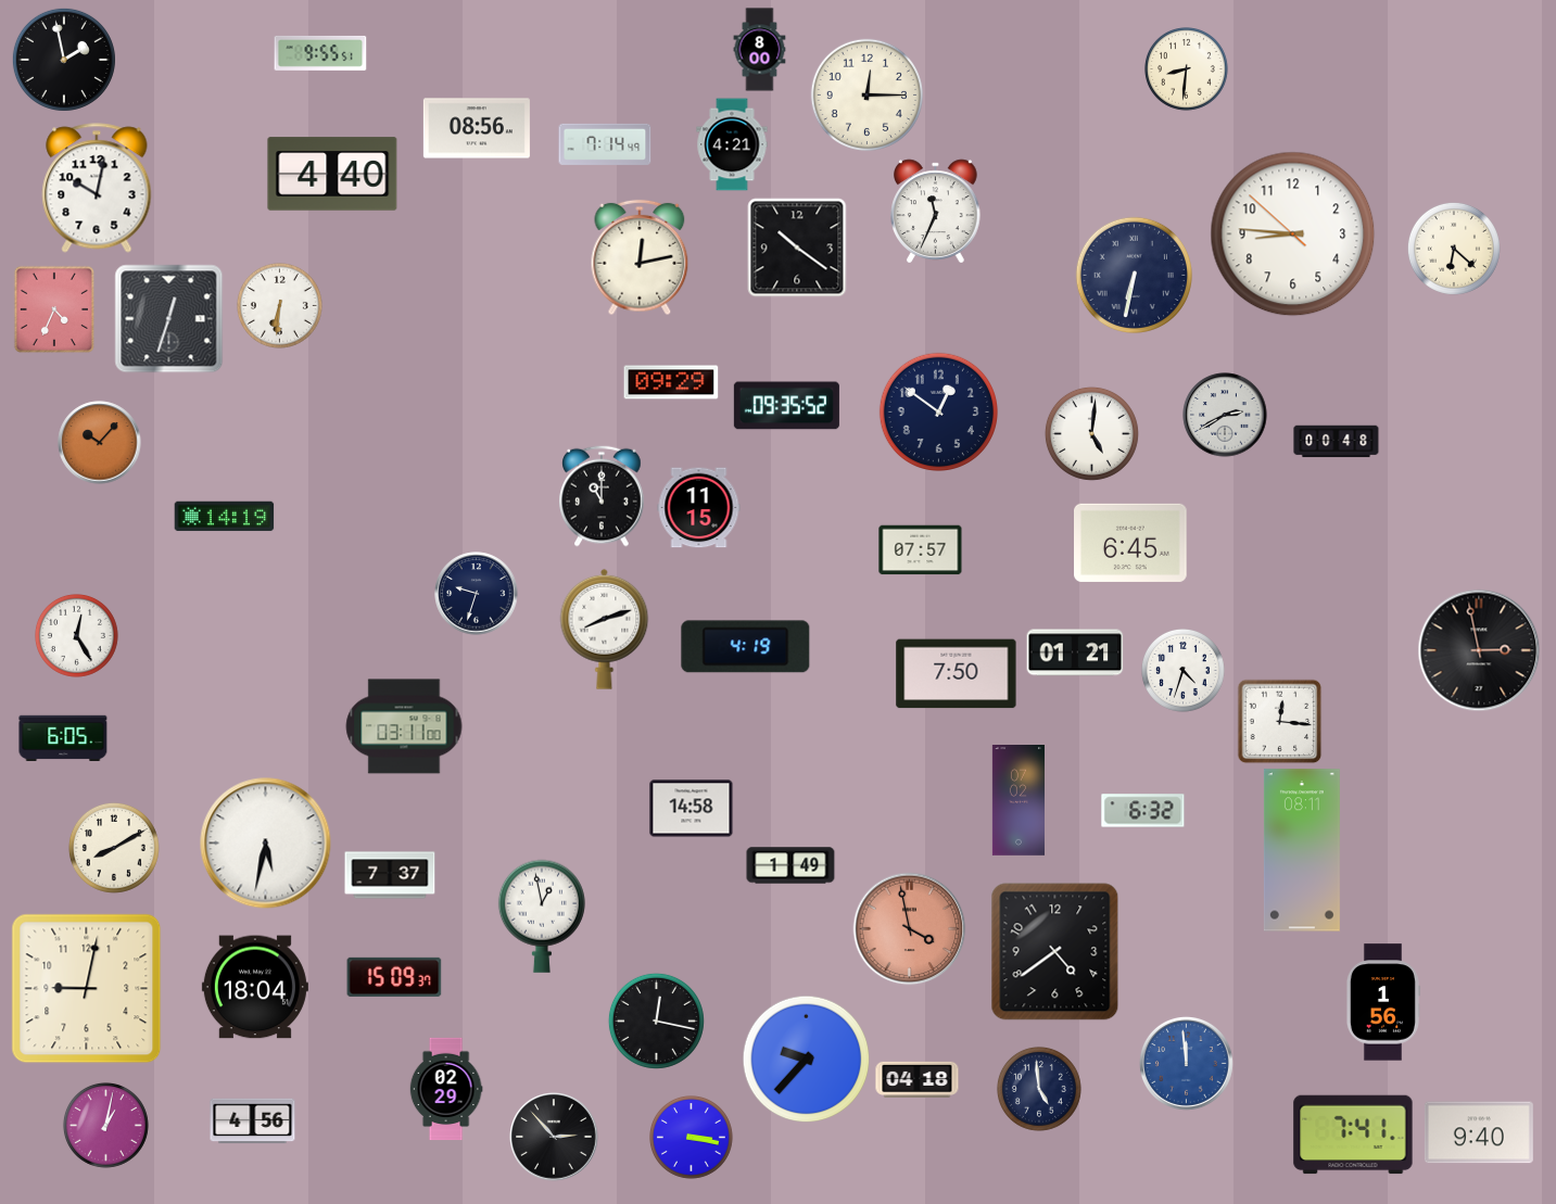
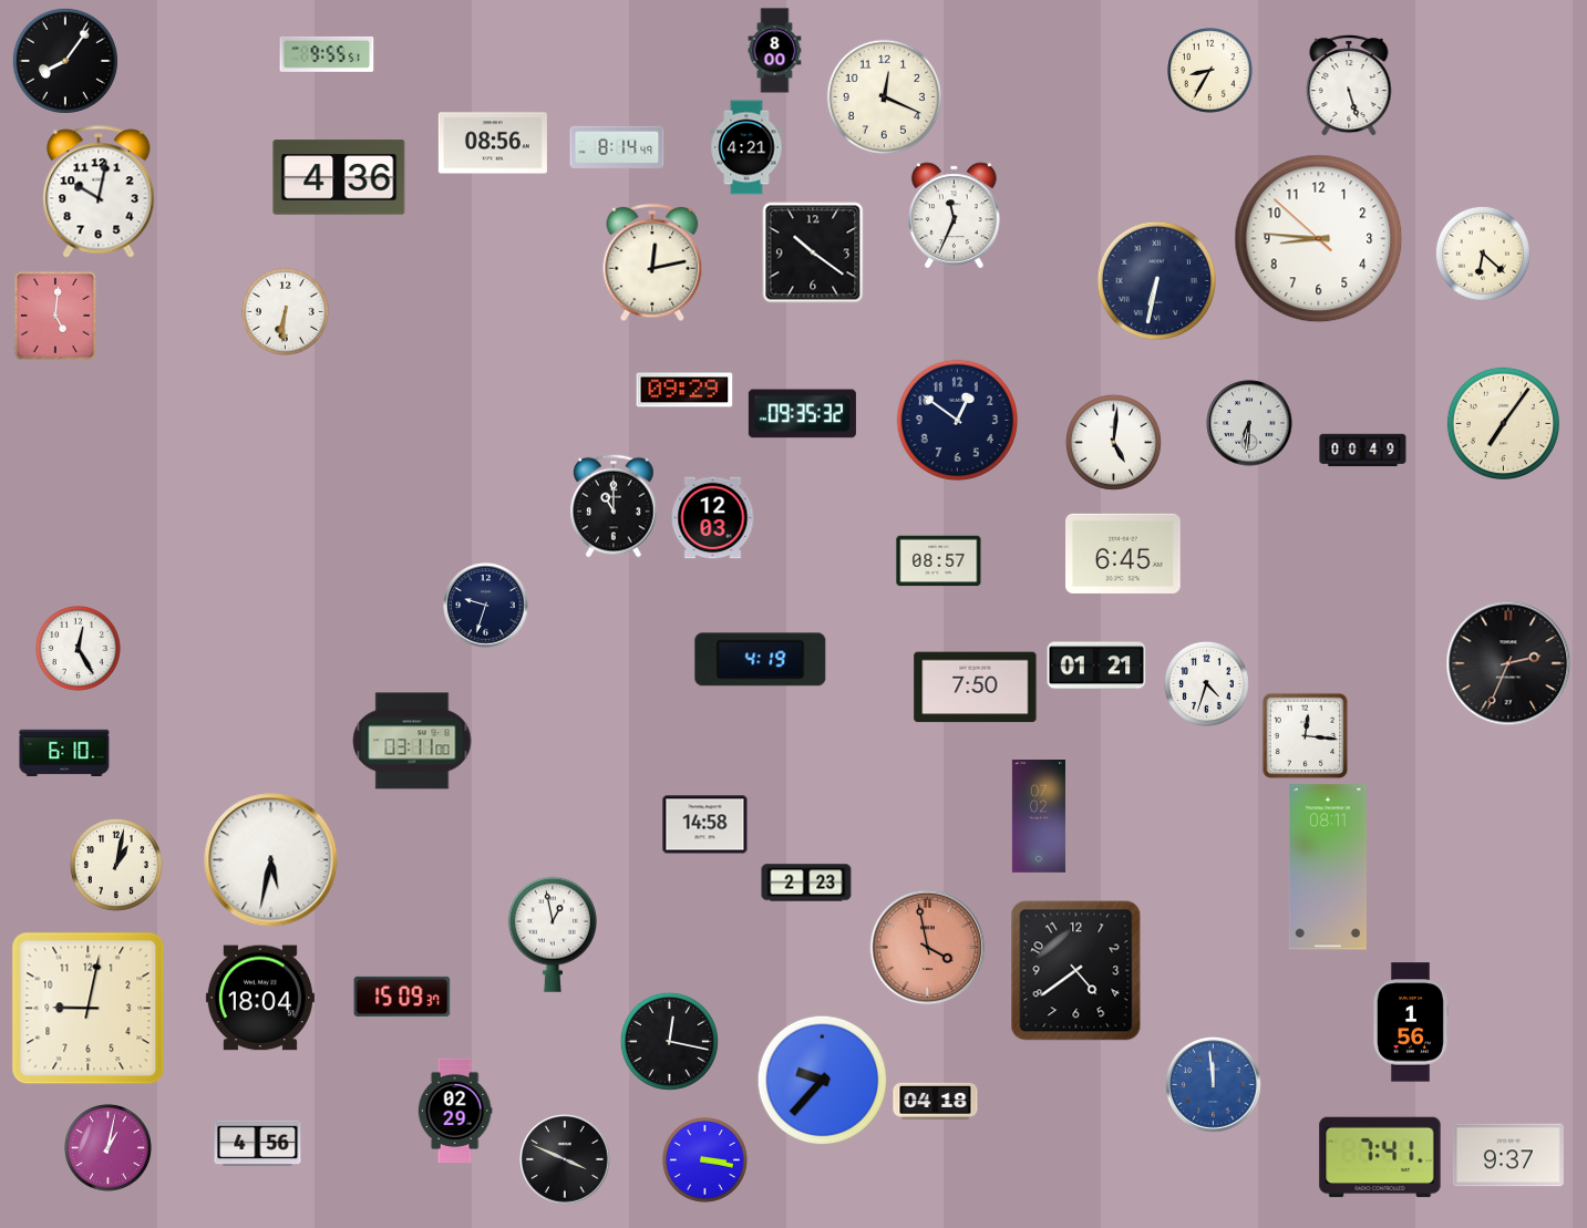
clock at (64, 60): 1:58 -> 8:06
clock at (1187, 69): 8:31 -> 8:35
clock at (1349, 85): none -> 5:27
clock at (866, 94): 12:15 -> 12:19
clock at (477, 128) position: (477, 128) -> (493, 143)
clock at (605, 144): 7:14 -> 8:14
clock at (332, 174): 4:40 -> 4:36
clock at (54, 309): 4:34 -> 5:01
clock at (169, 319): 12:33 -> none
clock at (786, 406): 09:35:52 -> 09:35:32
clock at (1225, 415): 2:40 -> 6:31
clock at (1503, 423): none -> 7:06
clock at (1337, 442): 00:48 -> 00:49
clock at (100, 443): 10:07 -> none
clock at (699, 508): 11:15 -> 12:03
clock at (225, 517): 14:19 -> none
clock at (1131, 543) position: (1131, 543) -> (1124, 554)
clock at (921, 550): 07:57 -> 08:57
clock at (605, 629): 8:12 -> none
clock at (1479, 650): 2:58 -> 2:34
clock at (63, 737): 6:05 -> 6:10
clock at (1143, 811): 6:32 -> none
clock at (114, 848): 8:10 -> 1:02
clock at (790, 865): 1:49 -> 2:23
clock at (390, 875): 7:37 -> none
clock at (255, 987) position: (255, 987) -> (260, 998)
clock at (1186, 1063) position: (1186, 1063) -> (1213, 1084)
clock at (1039, 1089): 4:59 -> none
clock at (1479, 1132): 9:40 -> 9:37
clock at (554, 1137): 2:53 -> 3:49
